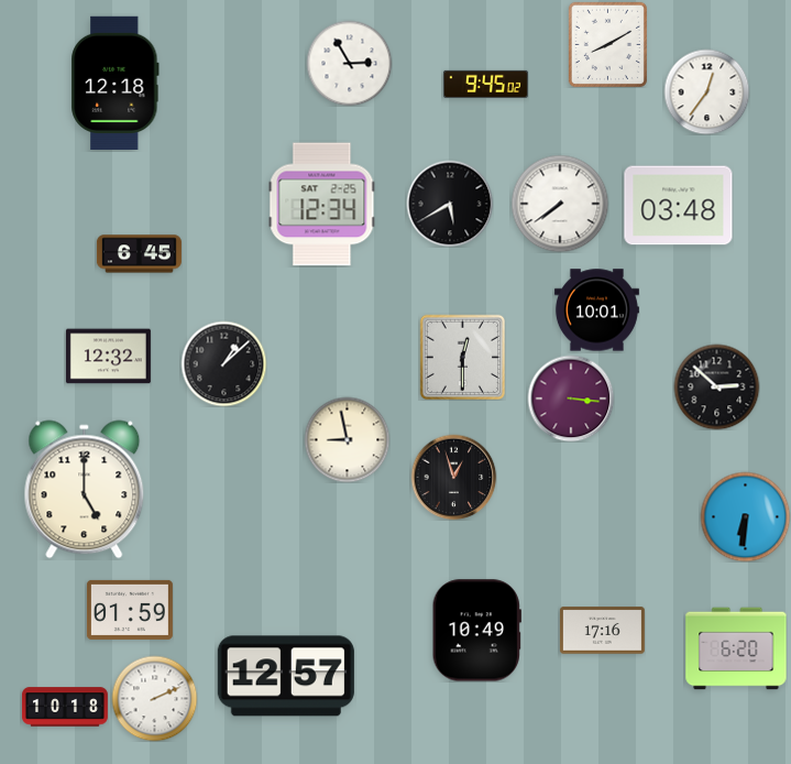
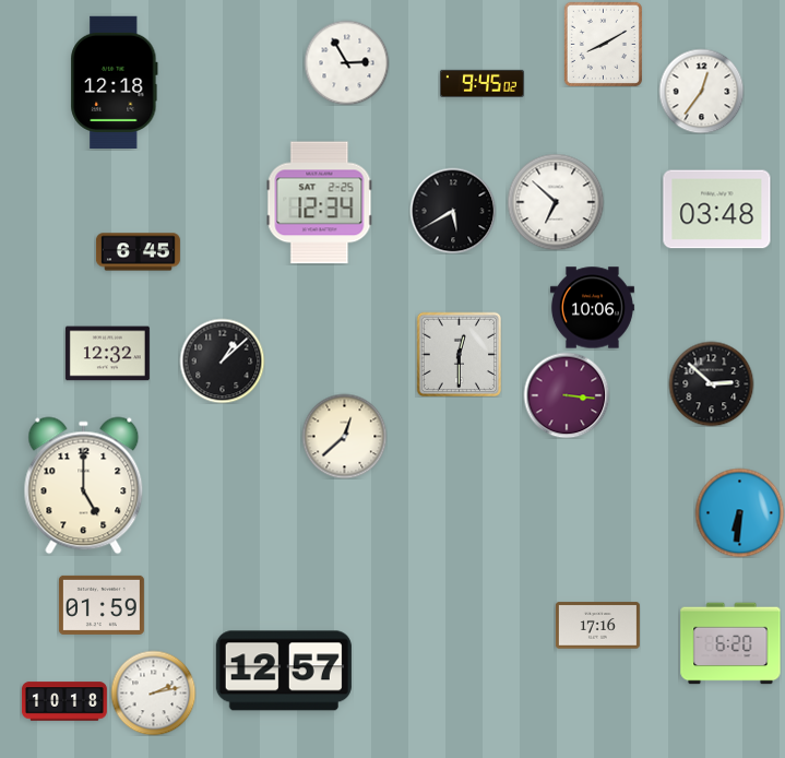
clock at (450, 204) position: (450, 204) -> (453, 211)
clock at (560, 204): 7:39 -> 6:52
clock at (679, 206) position: (679, 206) -> (717, 210)
clock at (596, 310): 10:01 -> 10:06
clock at (347, 439): 8:58 -> 12:38
clock at (453, 477): 12:57 -> none
clock at (130, 610) position: (130, 610) -> (102, 605)
clock at (476, 631): 10:49 -> none
clock at (154, 698): 2:11 -> 2:13
